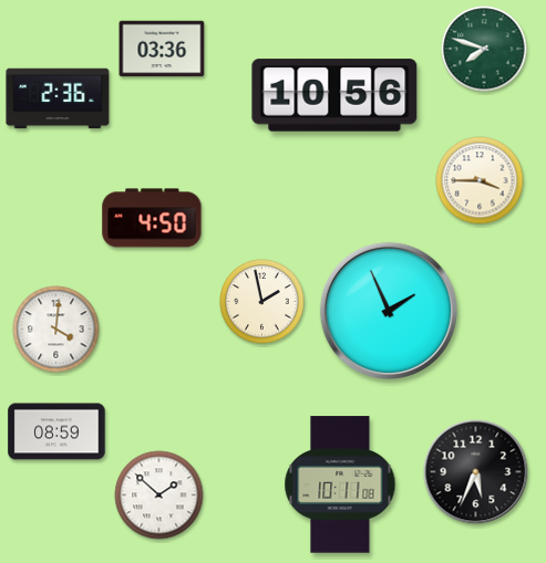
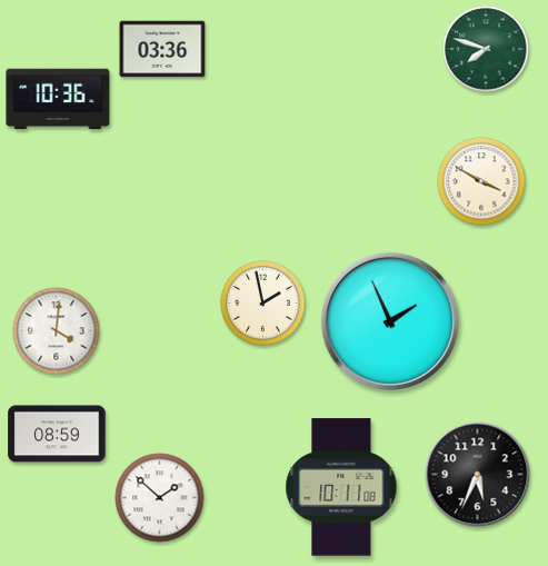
clock at (334, 95): 10:56 -> none
clock at (58, 98): 2:36 -> 10:36
clock at (480, 180): 3:45 -> 3:50
clock at (152, 218): 4:50 -> none
clock at (389, 311) position: (389, 311) -> (390, 321)
